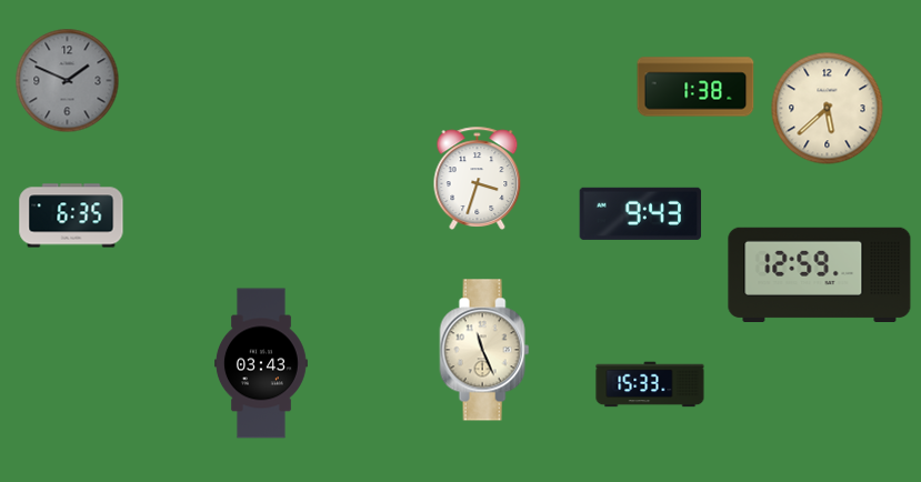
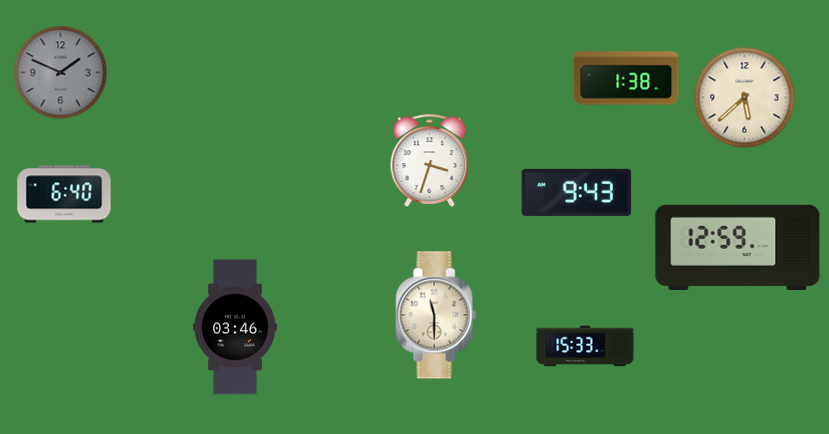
clock at (71, 215): 6:35 -> 6:40
clock at (484, 350): 11:26 -> 11:30
clock at (262, 363): 03:43 -> 03:46
